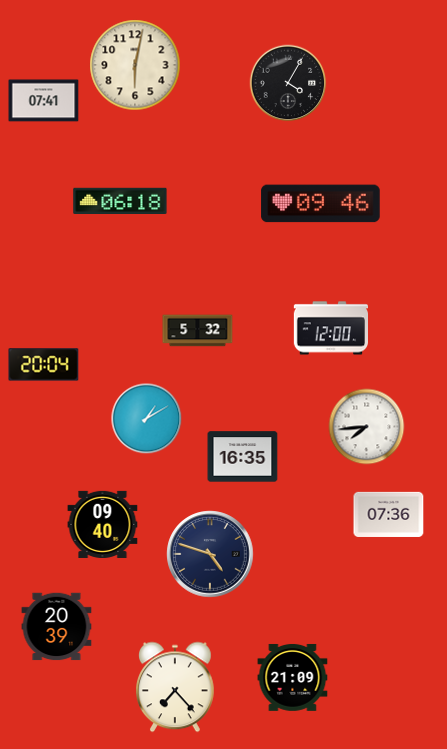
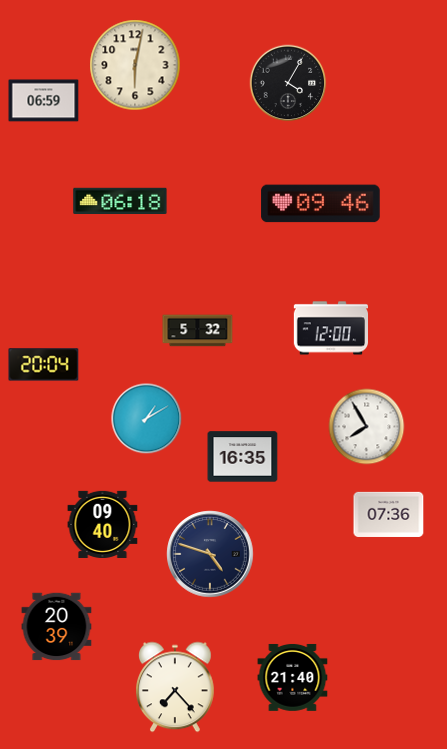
clock at (44, 101): 07:41 -> 06:59
clock at (367, 427): 7:44 -> 7:55
clock at (293, 677): 21:09 -> 21:40
